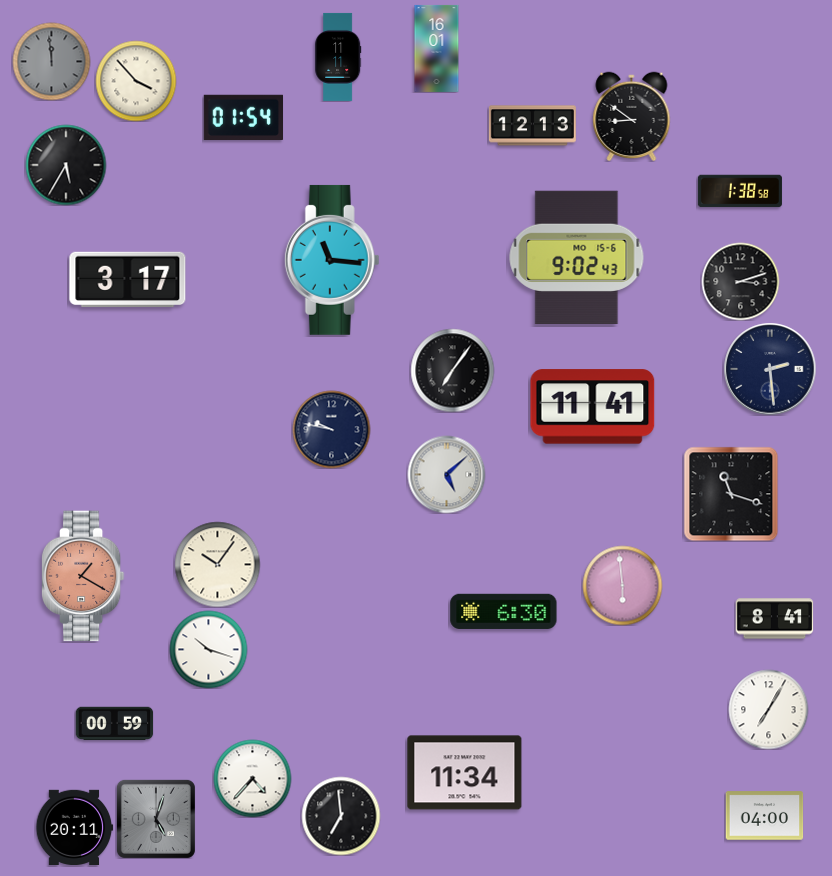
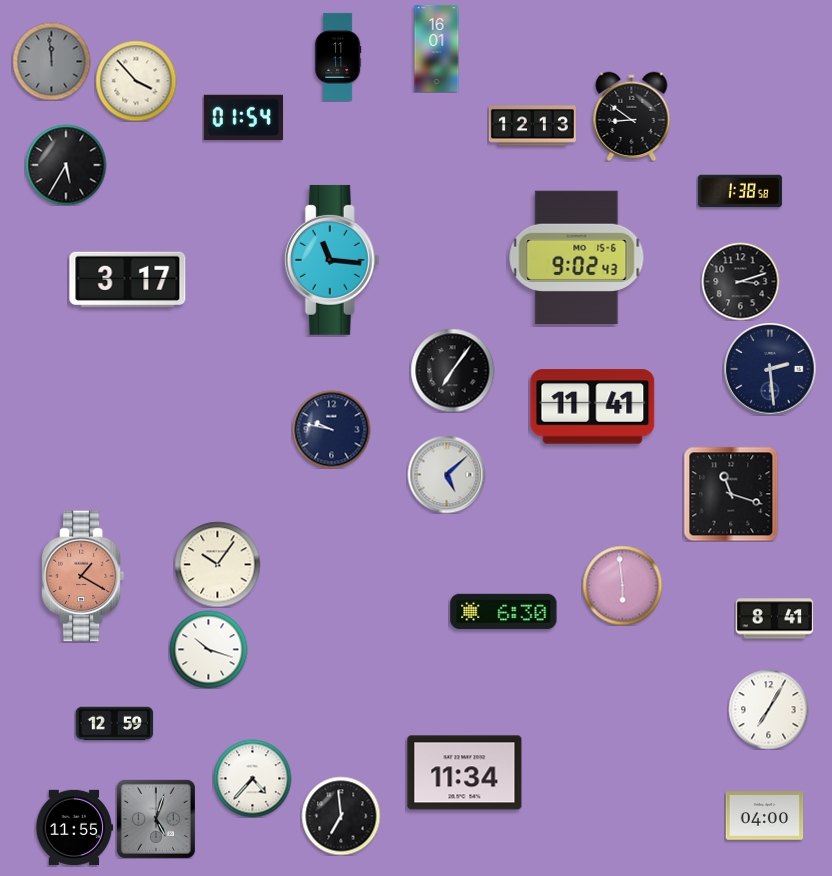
clock at (114, 724): 00:59 -> 12:59
clock at (74, 827): 20:11 -> 11:55
